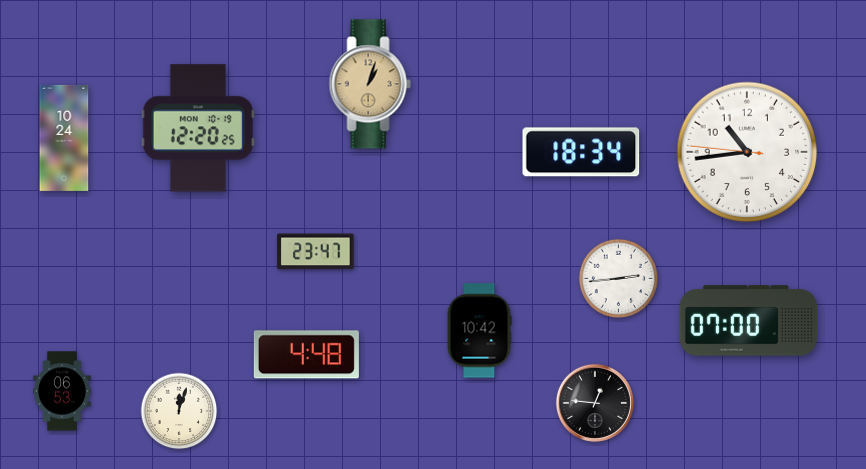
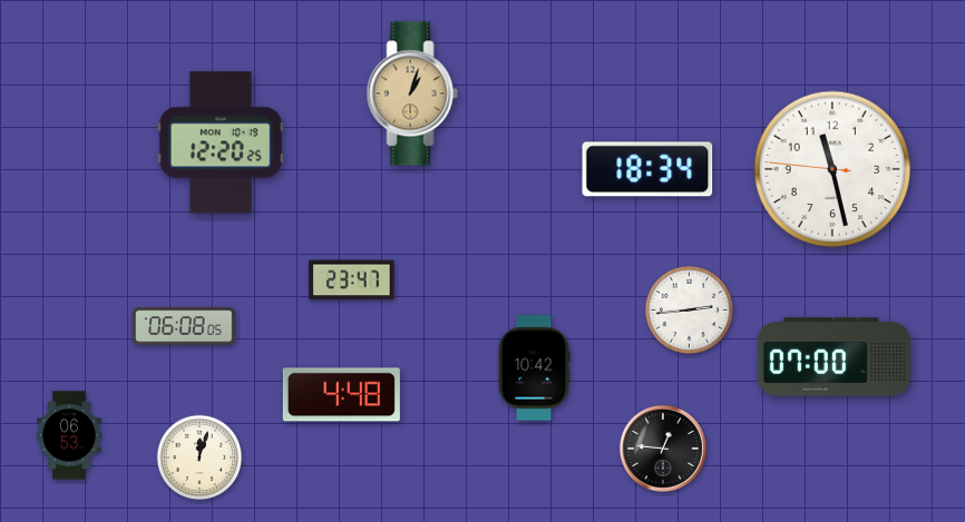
clock at (64, 138): 10:24 -> none
clock at (747, 152): 10:43 -> 11:27
clock at (184, 326): none -> 06:08
